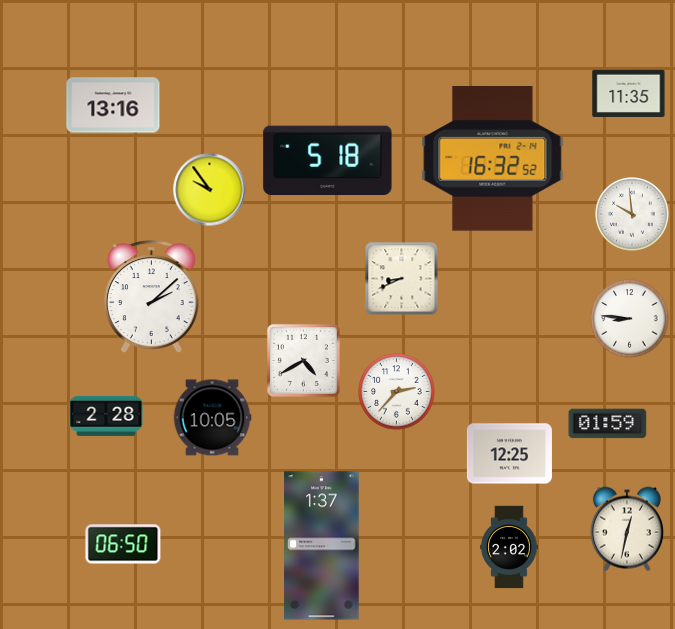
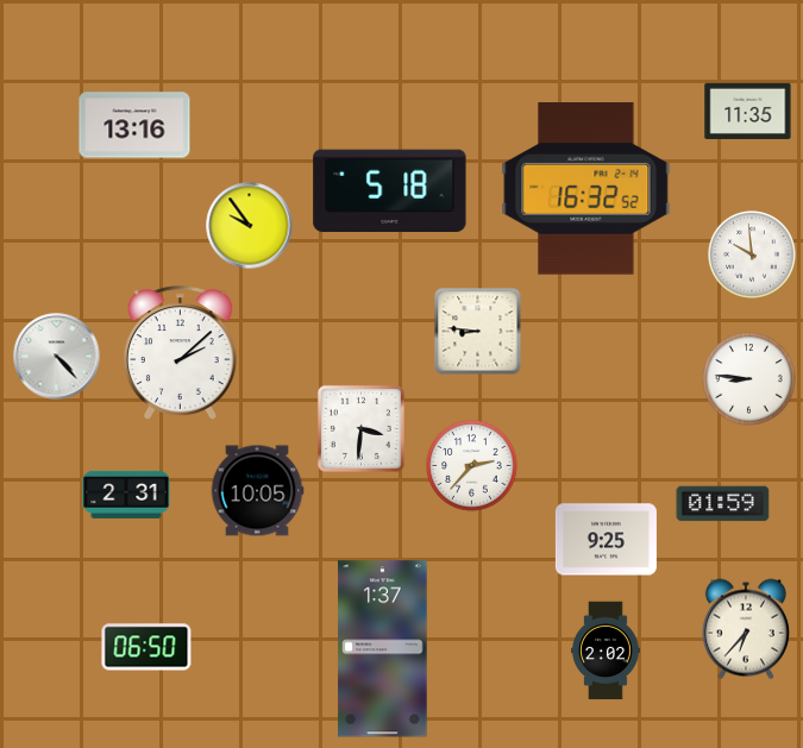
clock at (402, 279): 8:41 -> 8:46
clock at (57, 357): none -> 4:23
clock at (303, 360): 4:40 -> 3:31
clock at (106, 416): 2:28 -> 2:31
clock at (212, 418) position: (212, 418) -> (257, 491)
clock at (509, 454): 12:25 -> 9:25
clock at (627, 529): 12:32 -> 6:37
